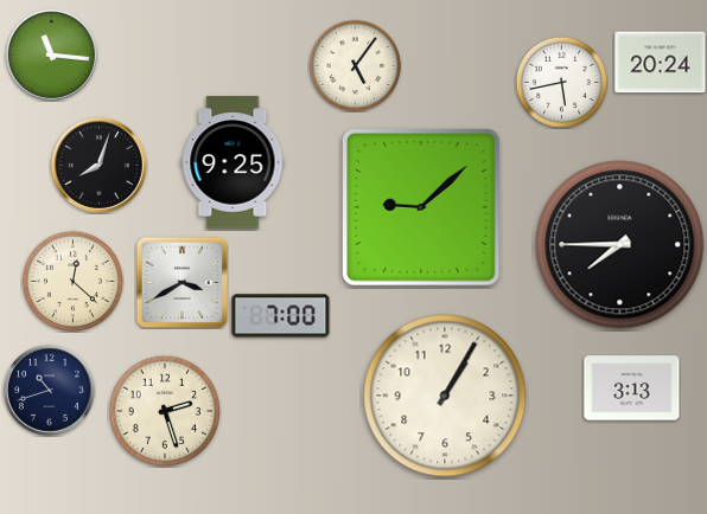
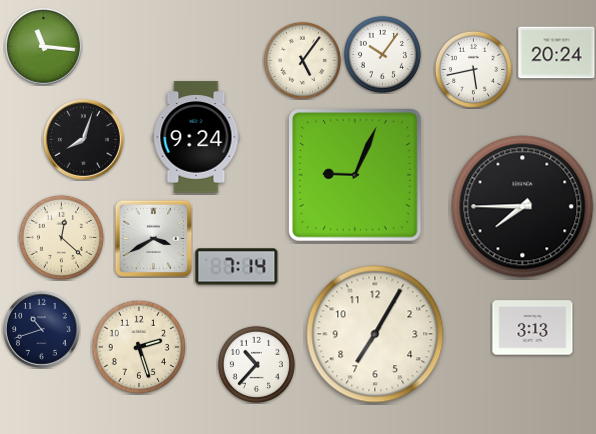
clock at (382, 54): none -> 10:06
clock at (355, 65) position: (355, 65) -> (302, 60)
clock at (233, 162): 9:25 -> 9:24
clock at (422, 208): 9:08 -> 9:04
clock at (281, 316): 7:00 -> 7:14
clock at (445, 396): 1:05 -> 7:05
clock at (256, 364): none -> 10:37
